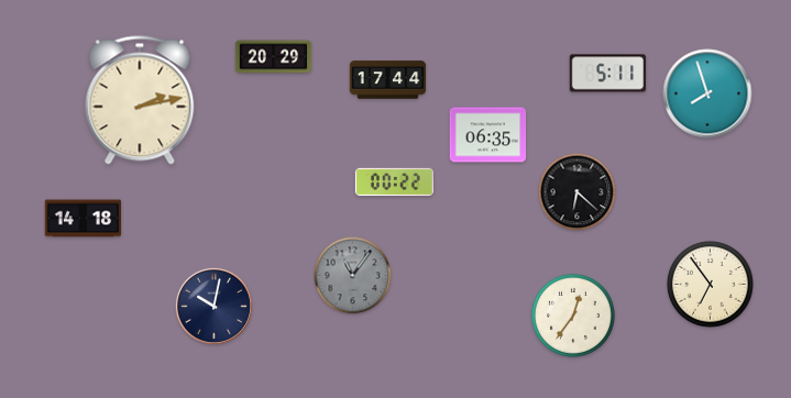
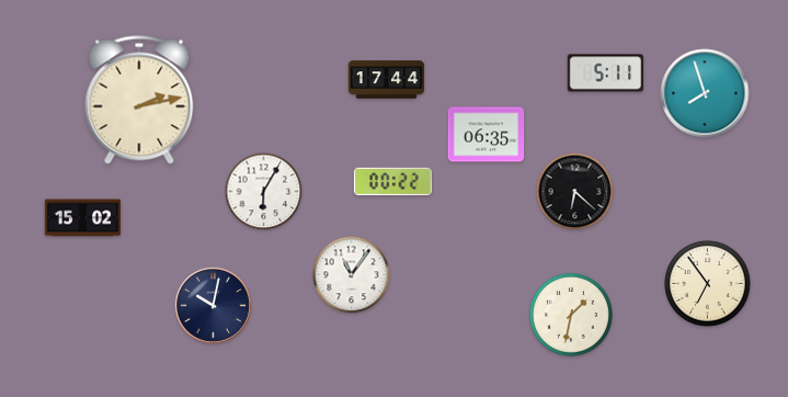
clock at (274, 57): 20:29 -> none
clock at (264, 192): none -> 6:05
clock at (84, 219): 14:18 -> 15:02
clock at (353, 276) dial: grey -> white
clock at (573, 316): 12:36 -> 1:32
